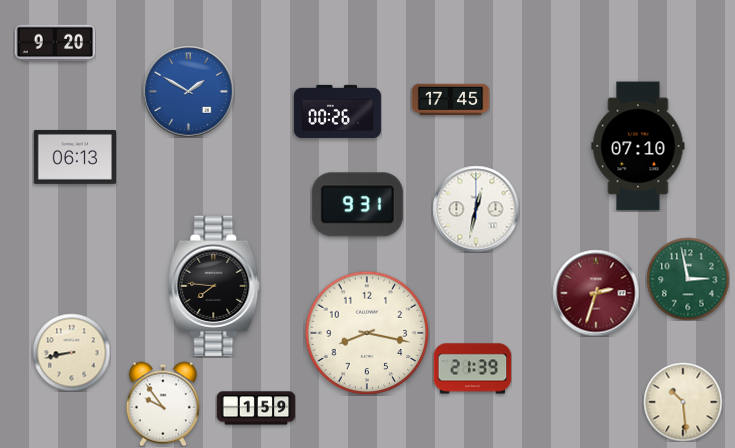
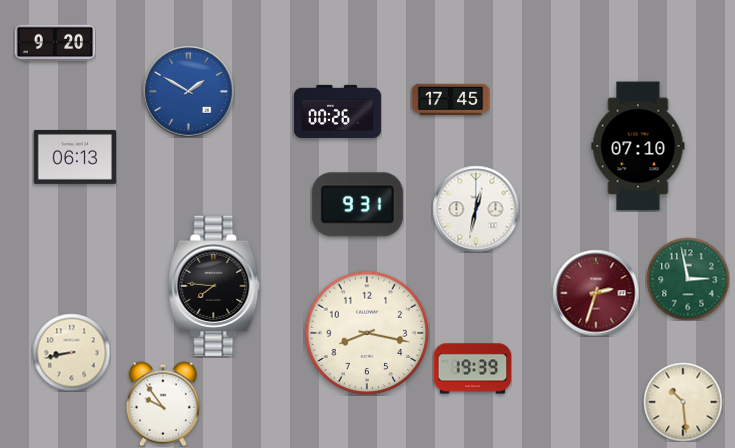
clock at (472, 369): 21:39 -> 19:39
clock at (256, 408): 1:59 -> none
